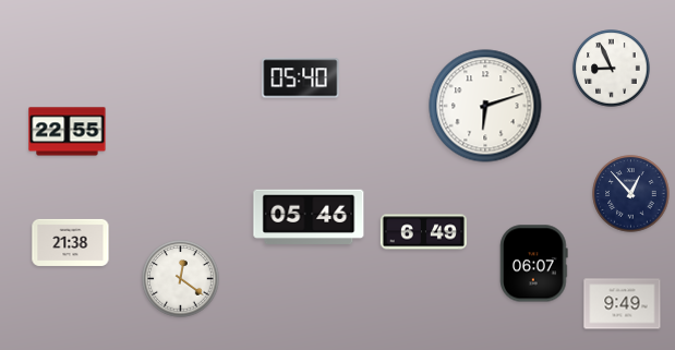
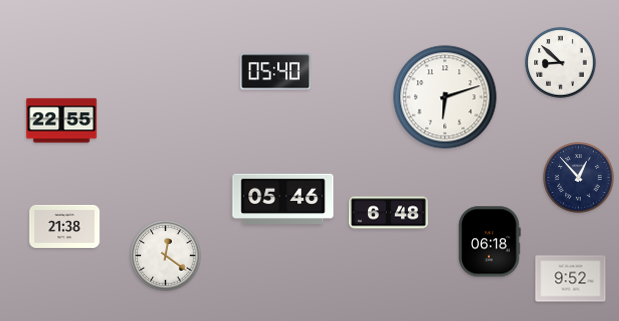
clock at (612, 69): 8:56 -> 8:52
clock at (423, 232): 6:49 -> 6:48
clock at (71, 242) position: (71, 242) -> (65, 226)
clock at (534, 264): 06:07 -> 06:18
clock at (623, 304): 9:49 -> 9:52
